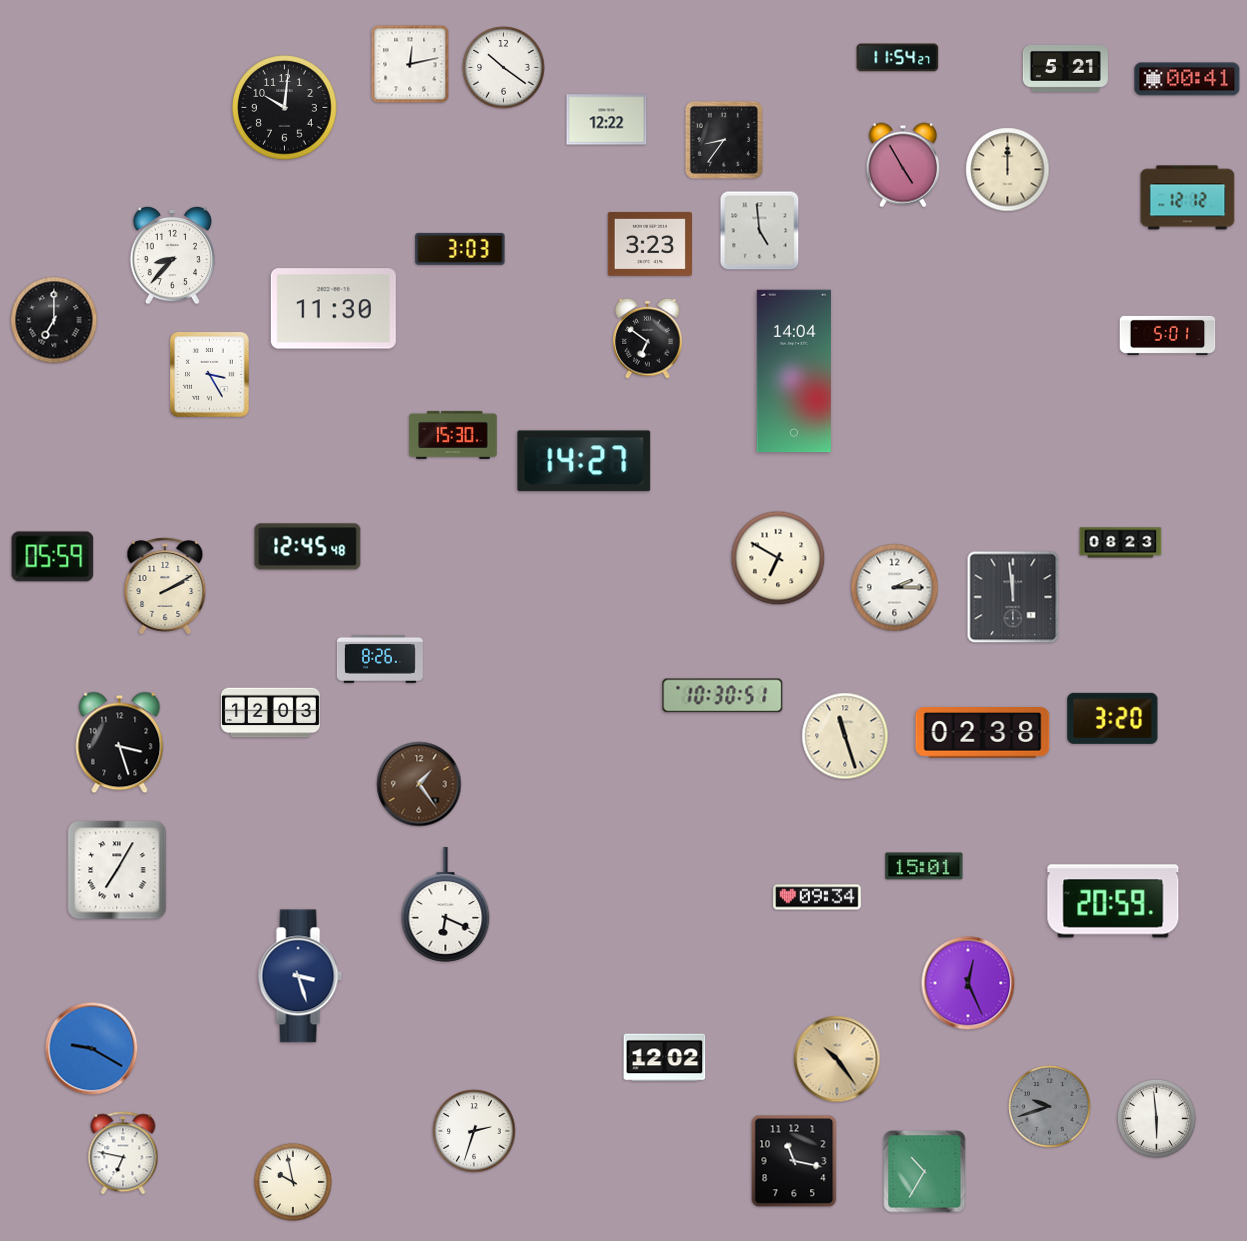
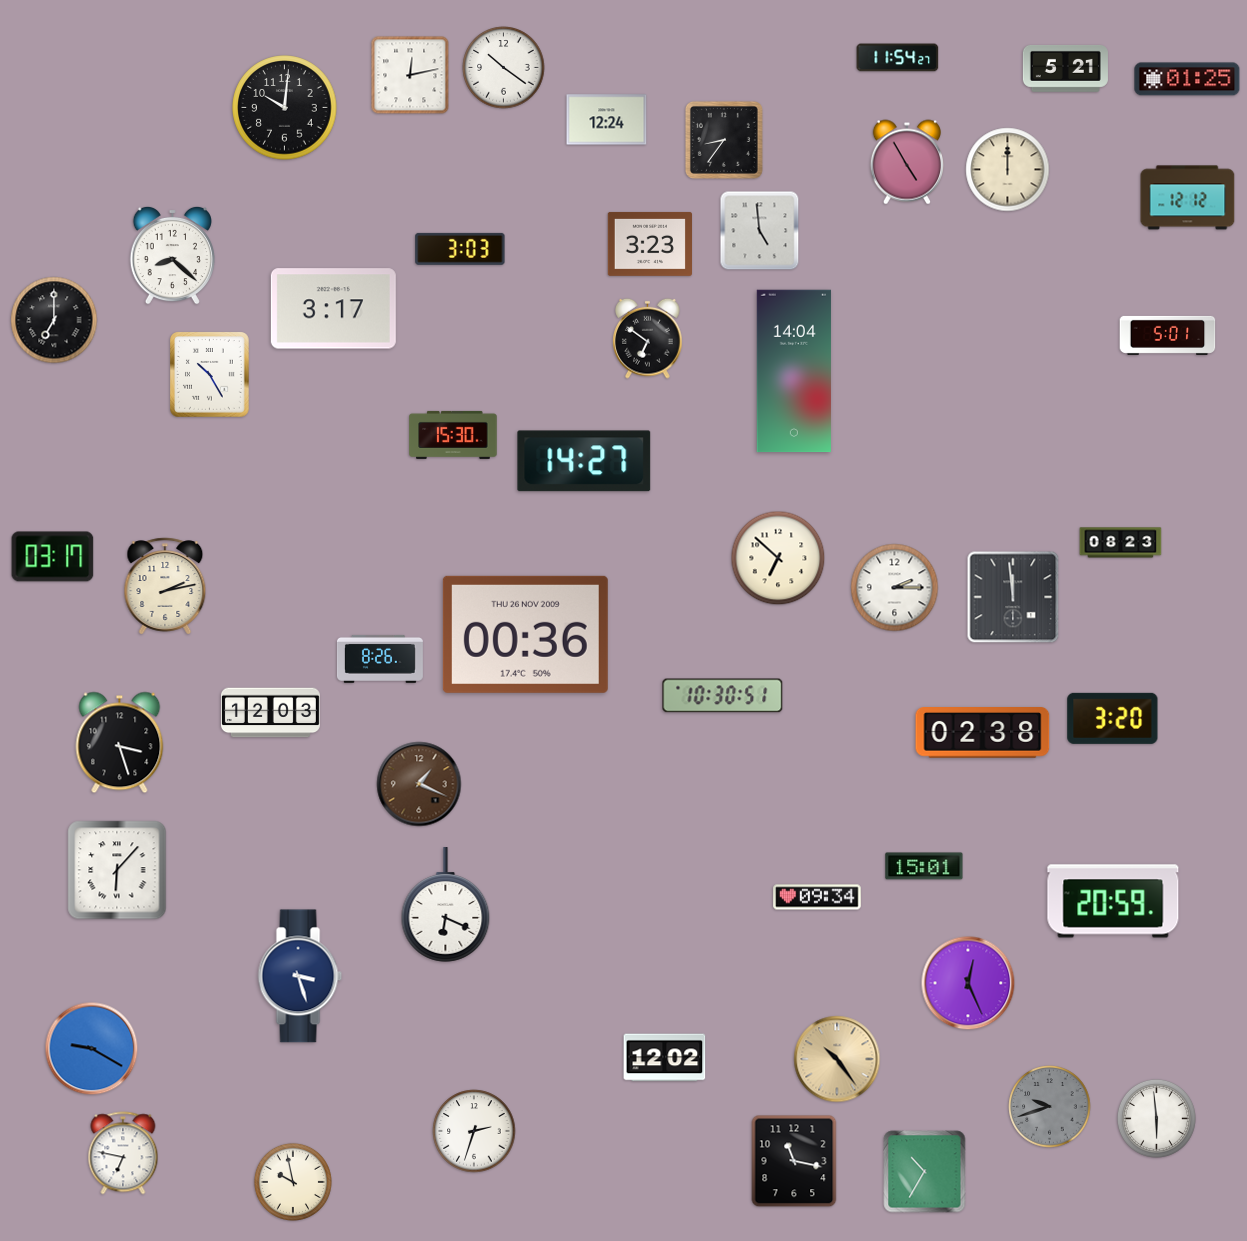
clock at (410, 64) position: (410, 64) -> (410, 75)
clock at (1187, 79): 00:41 -> 01:25
clock at (607, 120): 12:22 -> 12:24
clock at (903, 165) position: (903, 165) -> (907, 162)
clock at (172, 255): 8:37 -> 8:22
clock at (333, 309): 11:30 -> 3:17
clock at (210, 375): 3:25 -> 10:25
clock at (308, 547): 12:45 -> none
clock at (53, 557): 05:59 -> 03:17
clock at (778, 558): 6:50 -> 6:52
clock at (165, 586): 2:10 -> 2:13
clock at (525, 634): none -> 00:36
clock at (845, 736): 11:27 -> none
clock at (419, 784): 1:24 -> 1:19
clock at (117, 870): 7:05 -> 6:07
